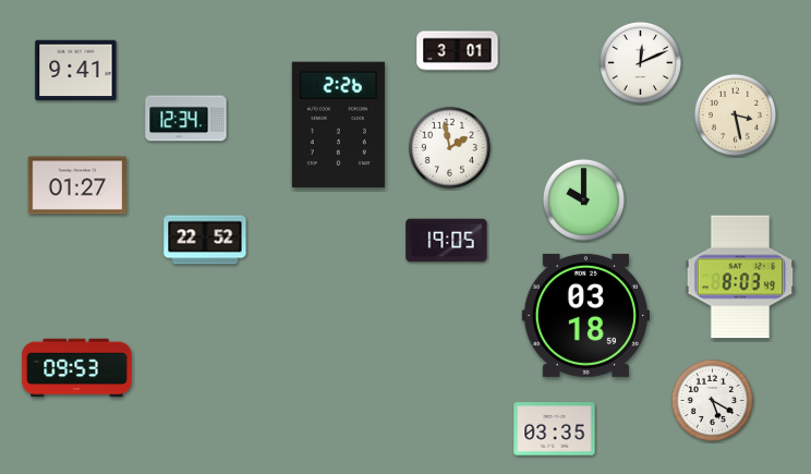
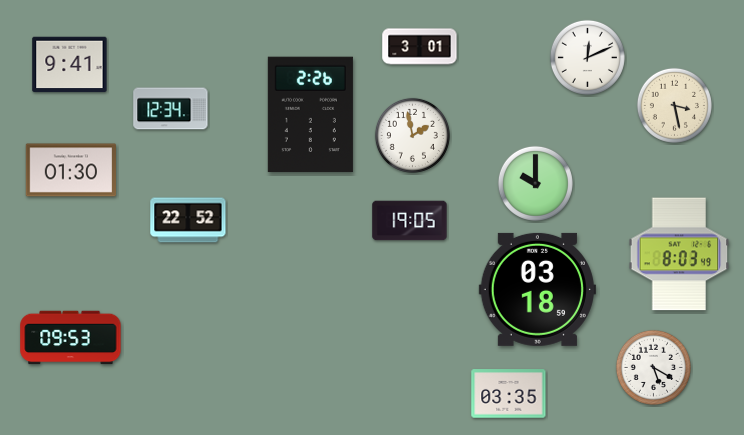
clock at (76, 185): 01:27 -> 01:30
